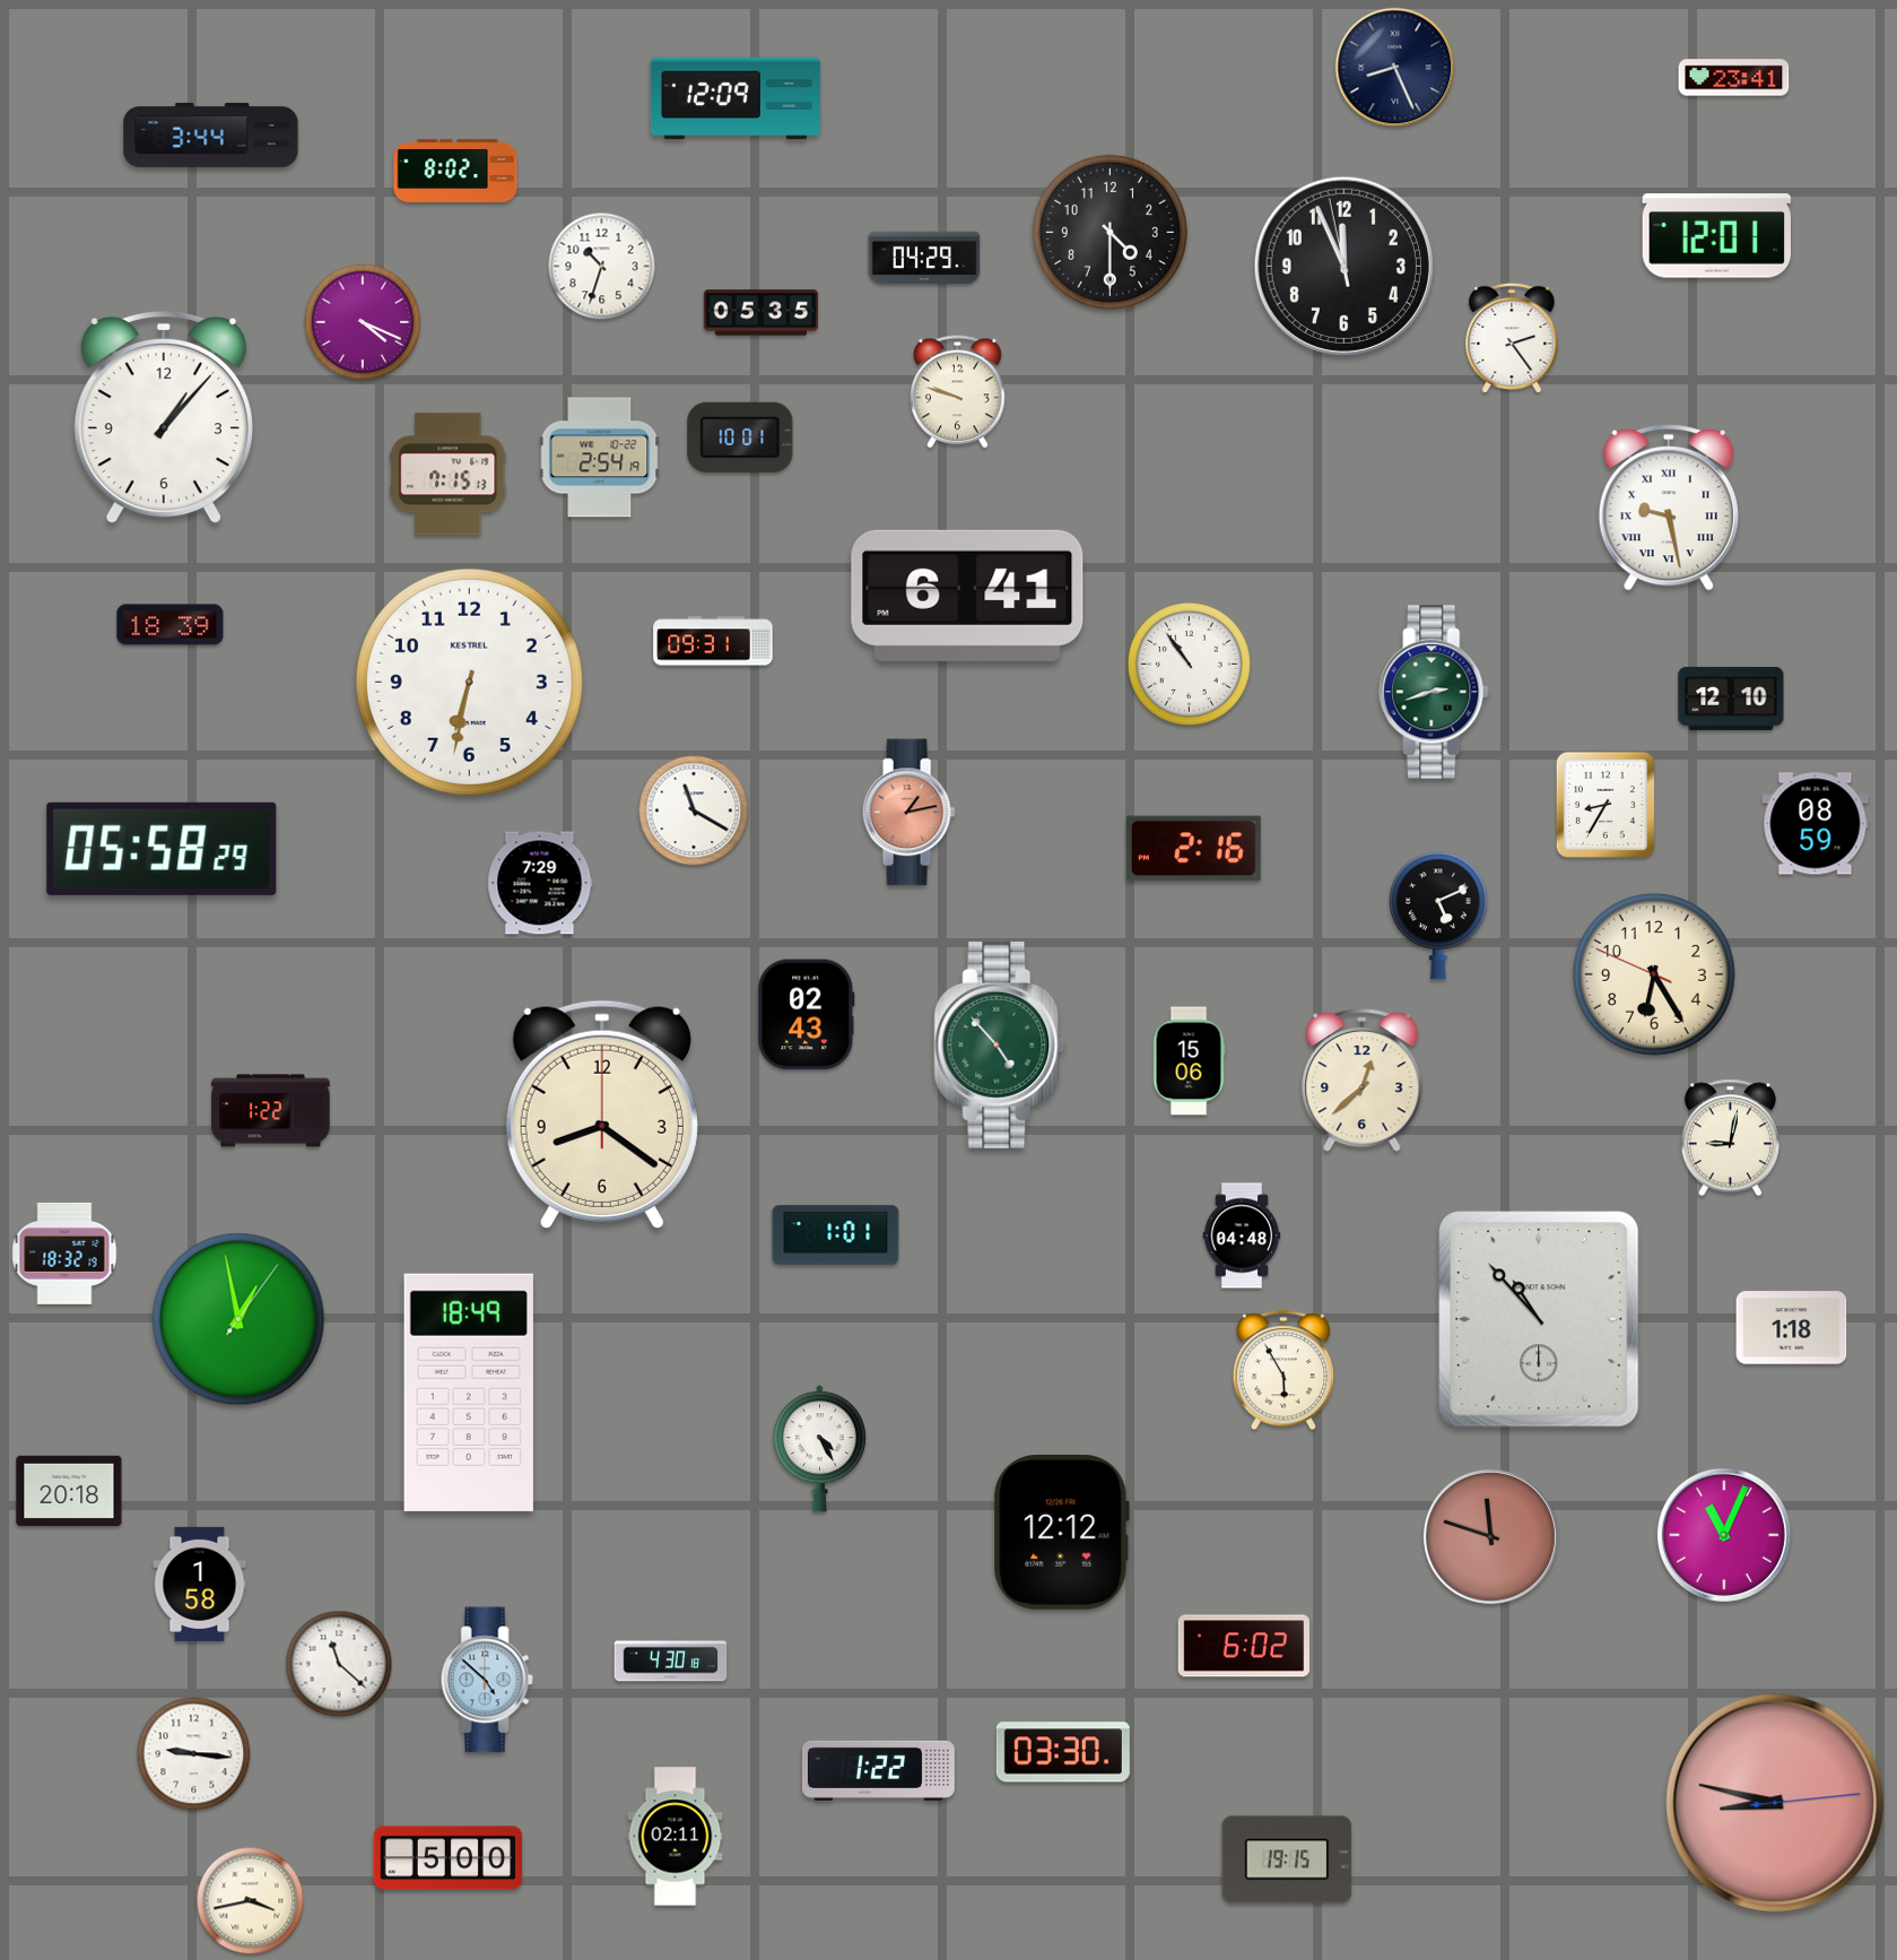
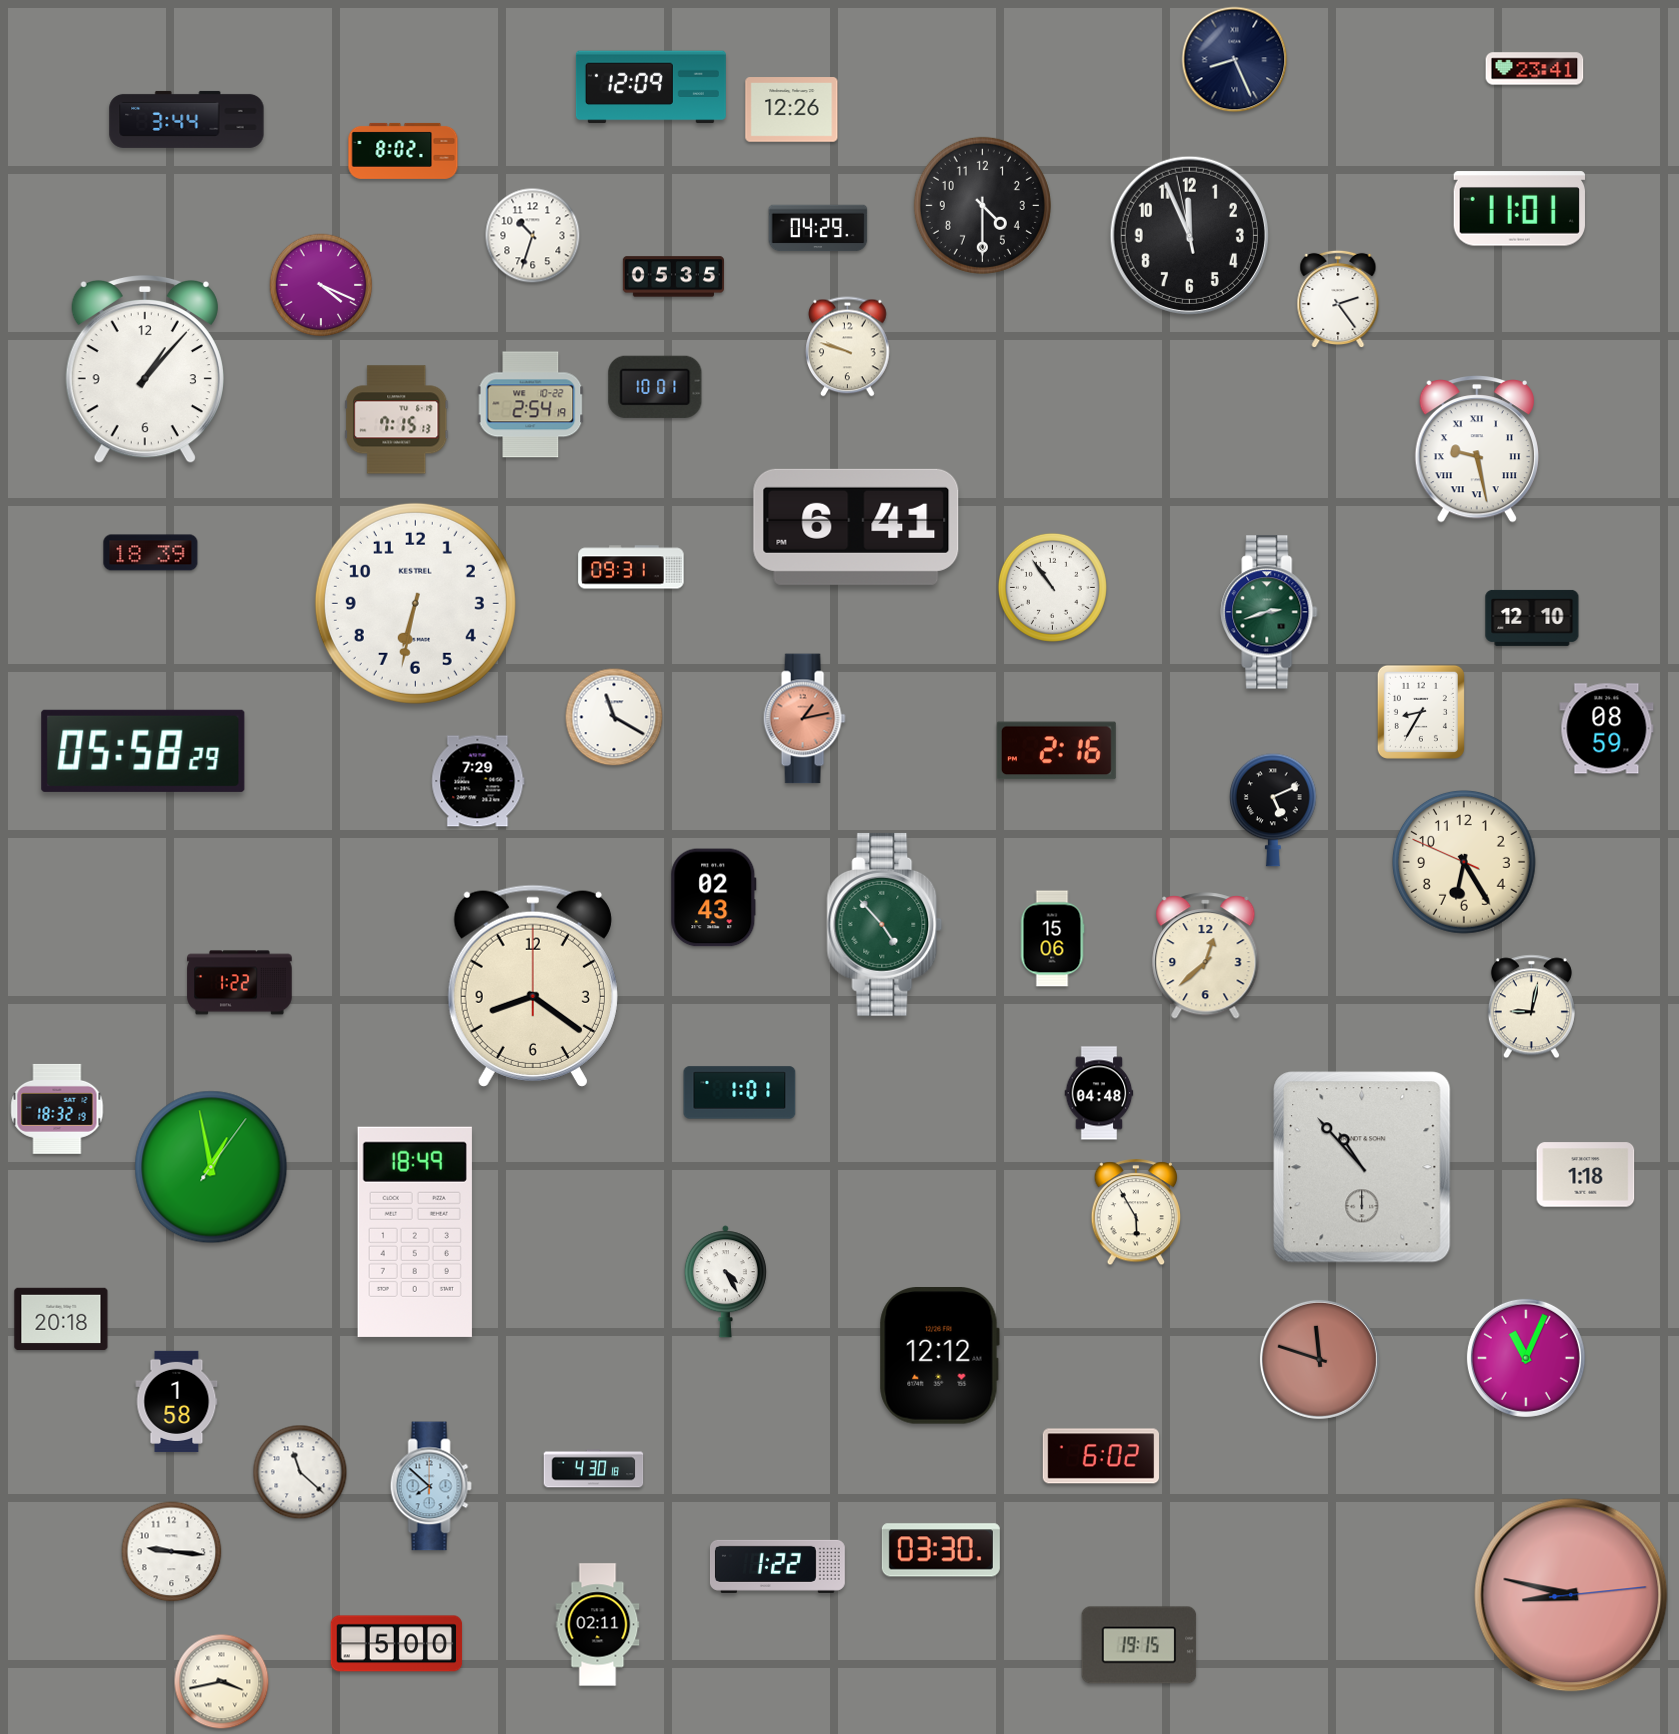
clock at (792, 110): none -> 12:26
clock at (1716, 236): 12:01 -> 11:01
clock at (487, 1680): 4:52 -> 7:52
